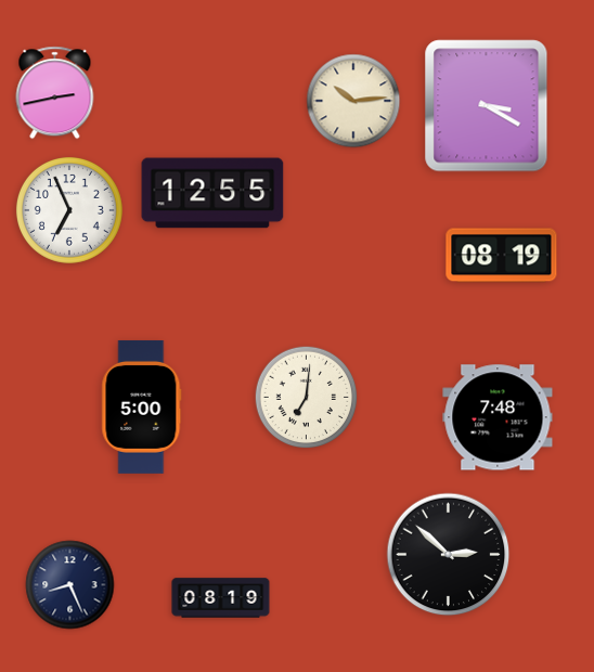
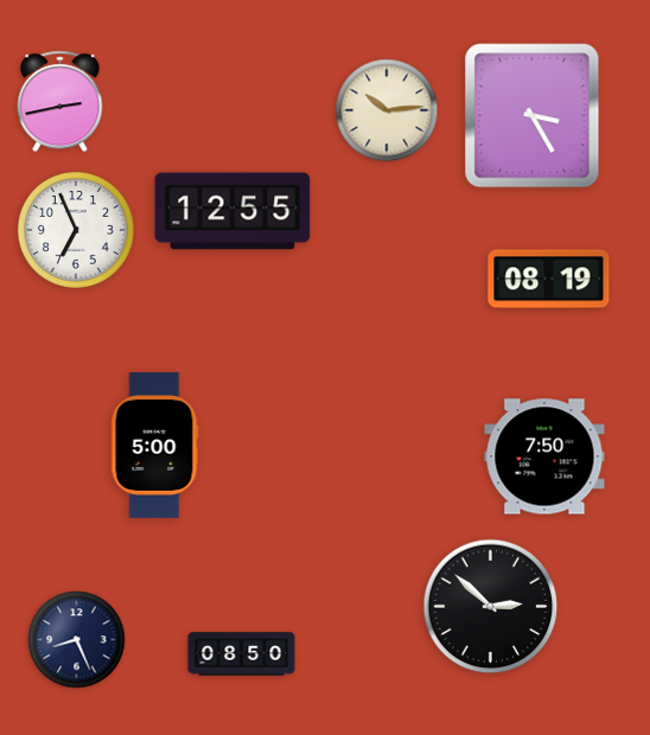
clock at (487, 106): 3:20 -> 3:25
clock at (307, 398): 7:01 -> none
clock at (498, 417): 7:48 -> 7:50
clock at (221, 598): 08:19 -> 08:50
